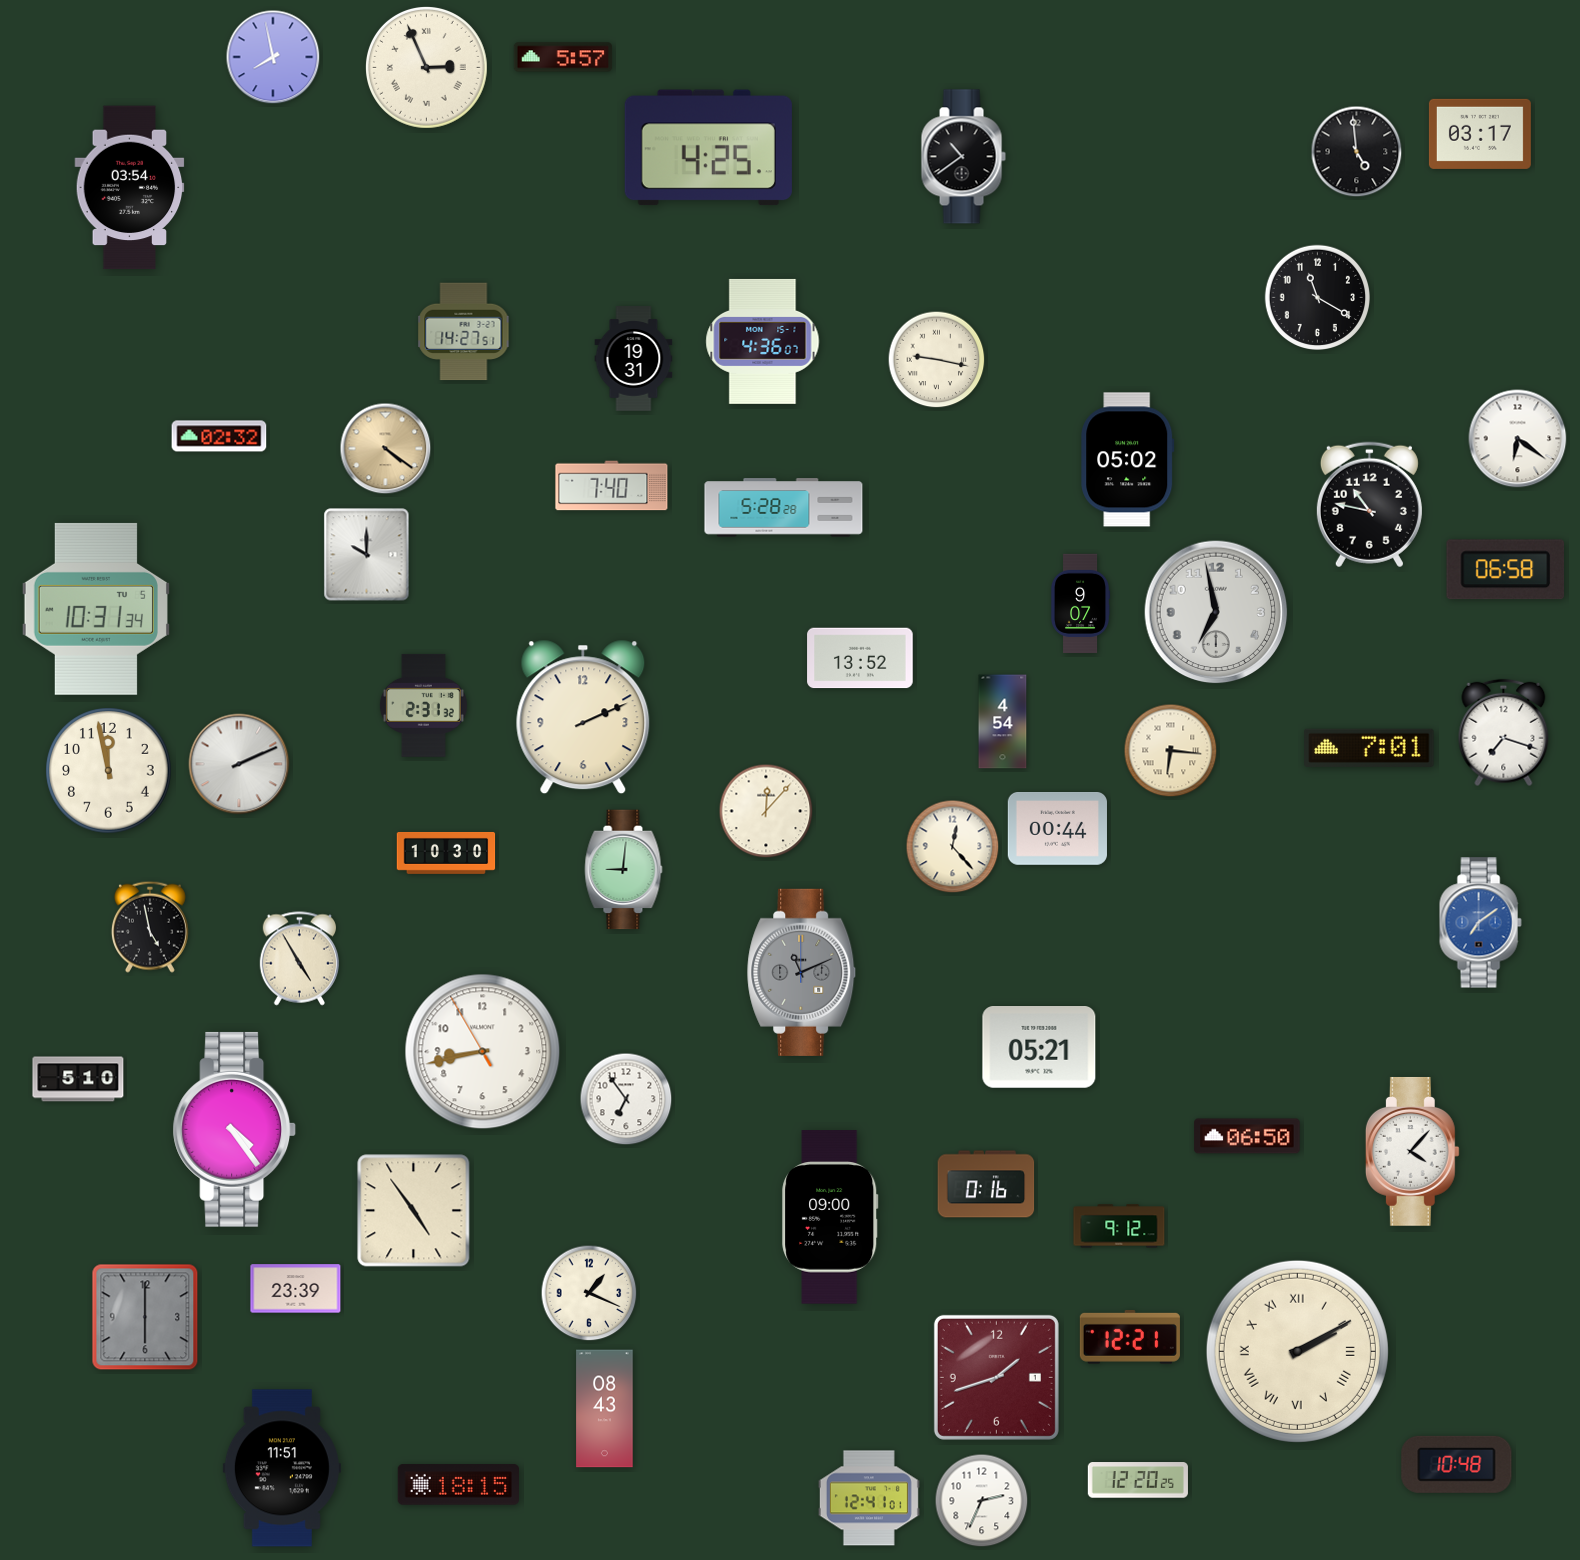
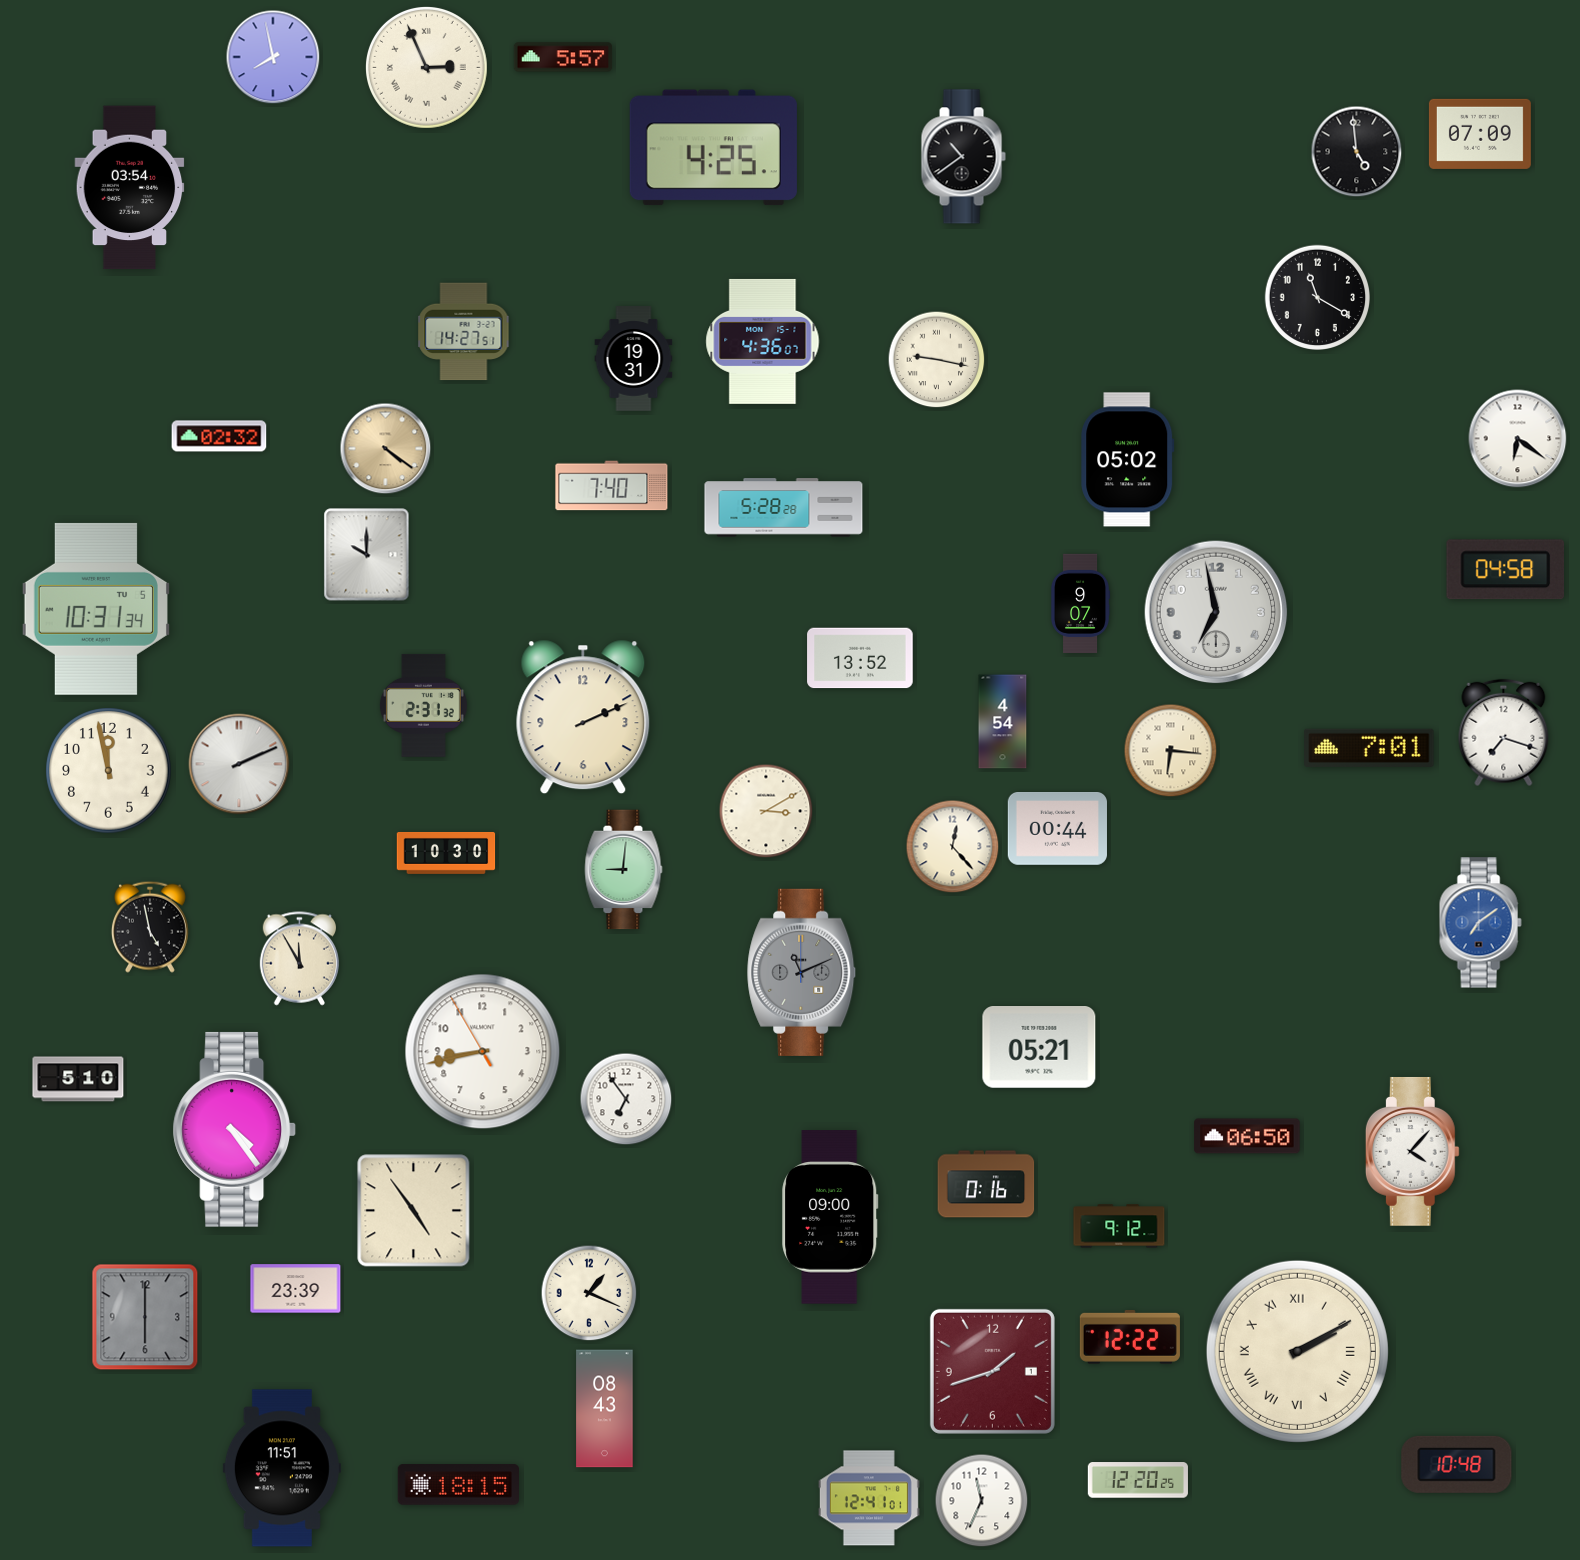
clock at (1480, 134): 03:17 -> 07:09
clock at (708, 148) position: (708, 148) -> (713, 148)
clock at (1369, 505): 10:47 -> none
clock at (1506, 570): 06:58 -> 04:58
clock at (766, 811): 12:07 -> 3:10
clock at (299, 959): 4:55 -> 11:55
clock at (1130, 1337): 12:21 -> 12:22
clock at (996, 1377) position: (996, 1377) -> (992, 1371)
clock at (982, 1501): 2:34 -> 11:34
